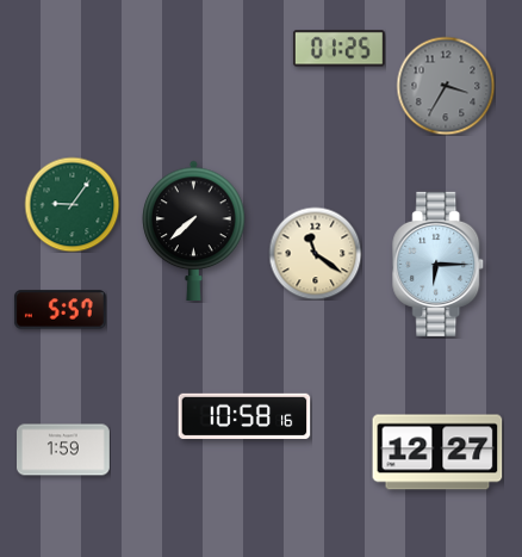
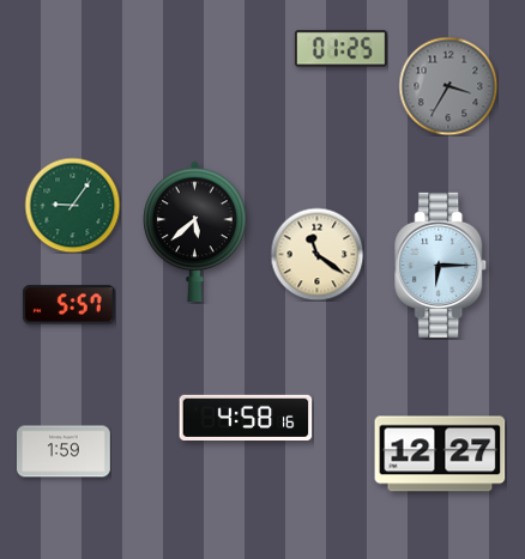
clock at (194, 230): 7:38 -> 5:38
clock at (60, 310) position: (60, 310) -> (68, 305)
clock at (244, 415): 10:58 -> 4:58
